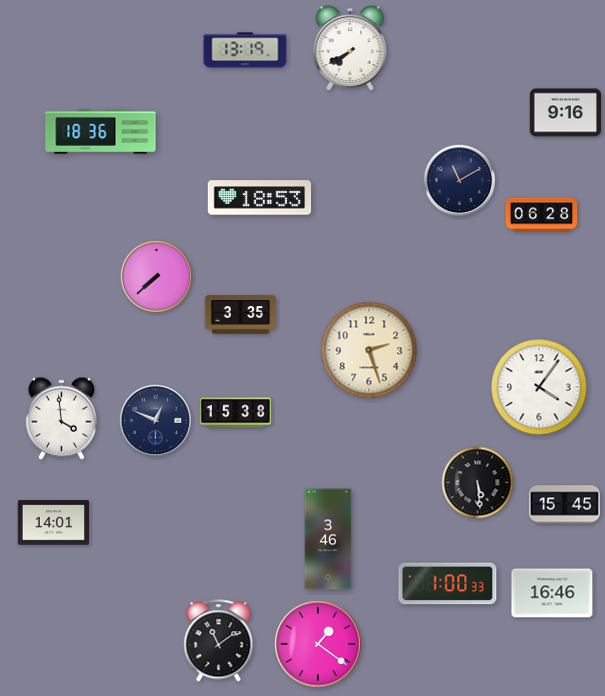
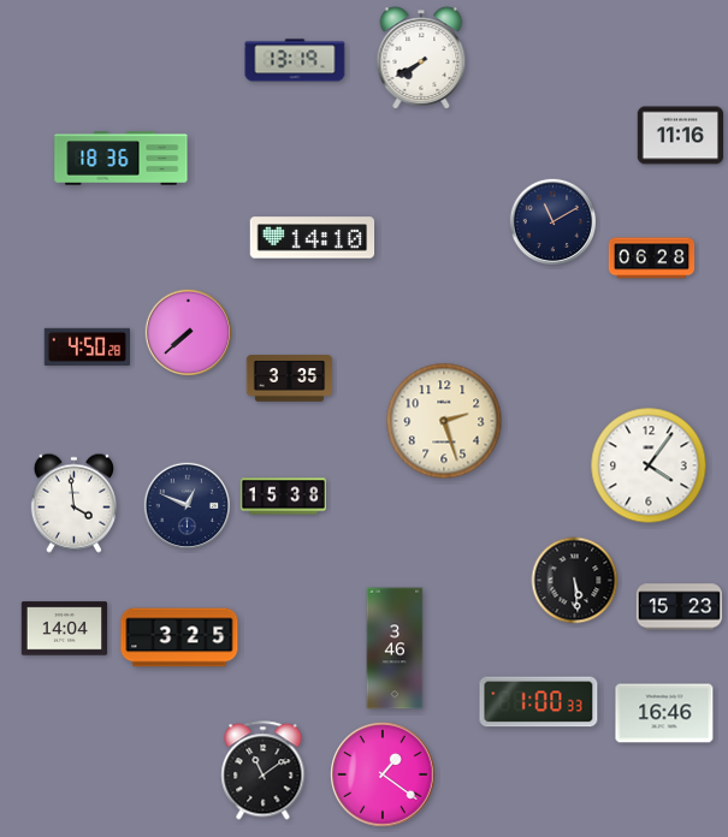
clock at (566, 113): 9:16 -> 11:16
clock at (460, 181) position: (460, 181) -> (554, 222)
clock at (260, 198): 18:53 -> 14:10
clock at (87, 346): none -> 4:50
clock at (565, 505): 15:45 -> 15:23
clock at (54, 523): 14:01 -> 14:04
clock at (179, 637): none -> 3:25
